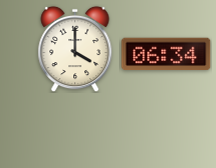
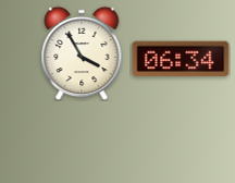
clock at (75, 49): 4:00 -> 3:55
